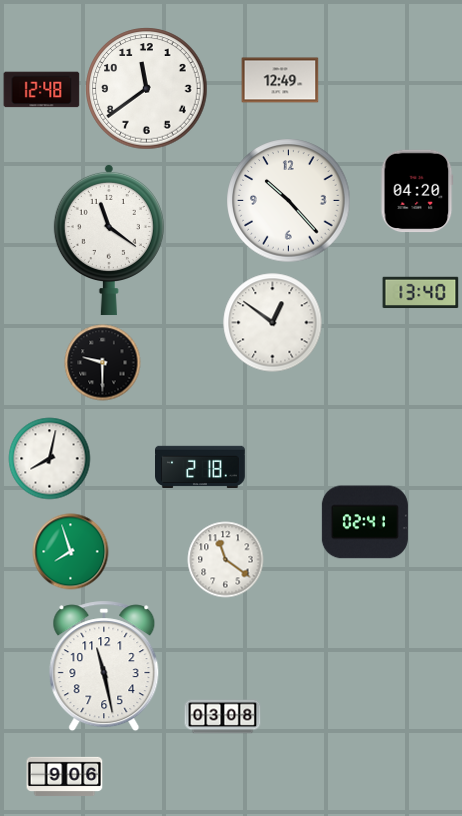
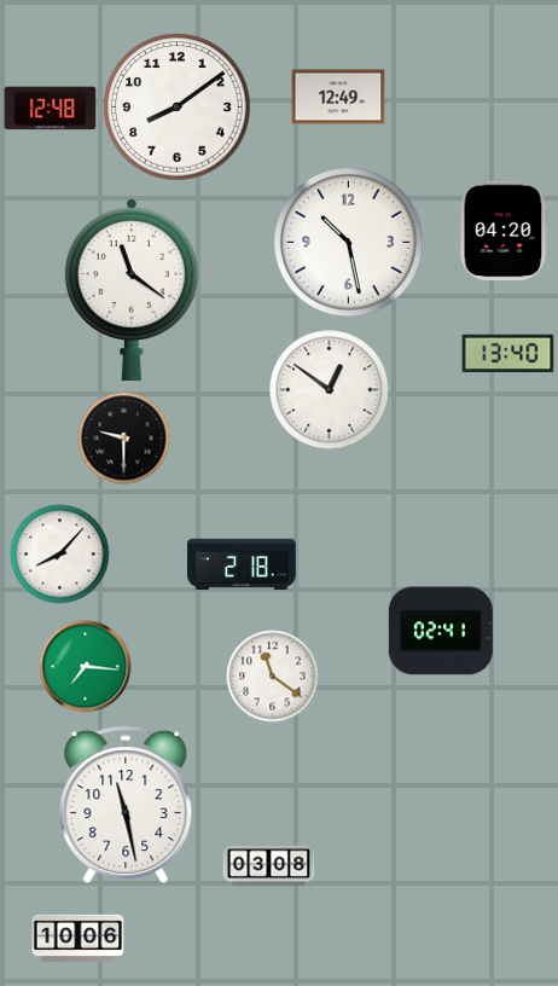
clock at (147, 89): 11:39 -> 8:09
clock at (289, 201): 10:23 -> 10:28
clock at (50, 459): 8:02 -> 8:07
clock at (71, 552): 7:57 -> 7:16
clock at (65, 777): 9:06 -> 10:06
